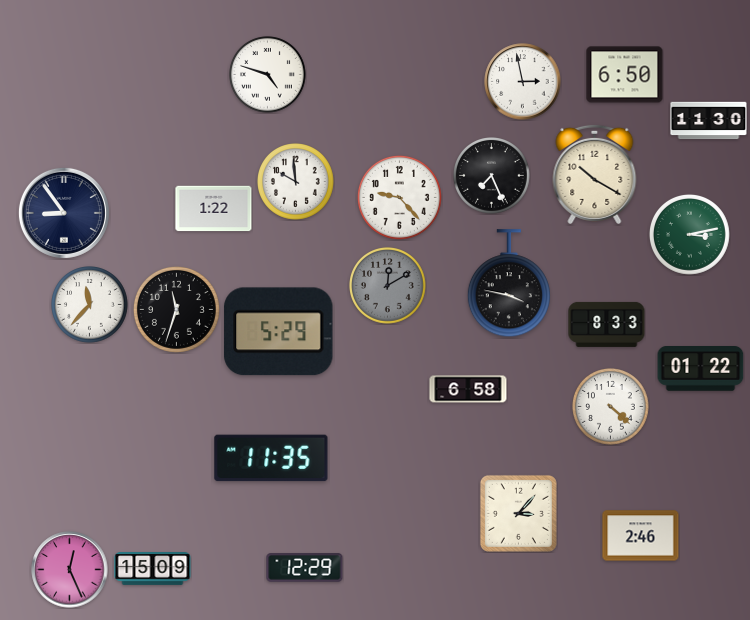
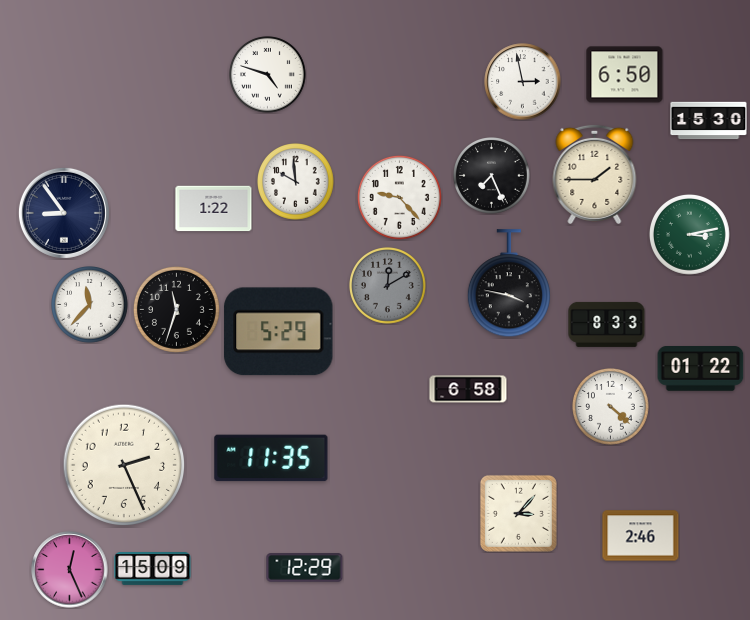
clock at (709, 121): 11:30 -> 15:30
clock at (595, 174): 10:20 -> 1:45
clock at (124, 465): none -> 2:26
